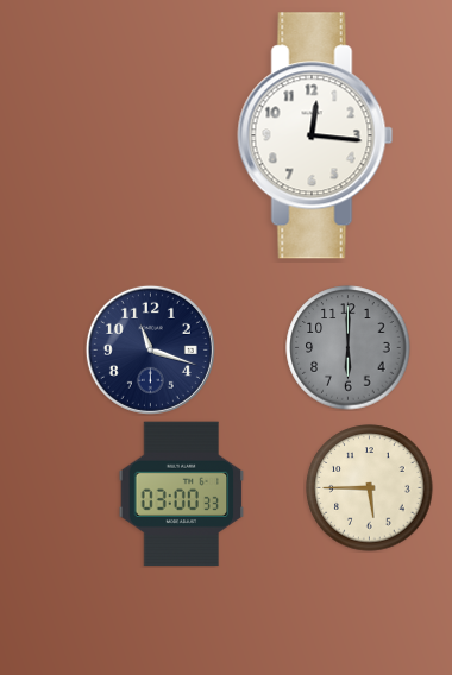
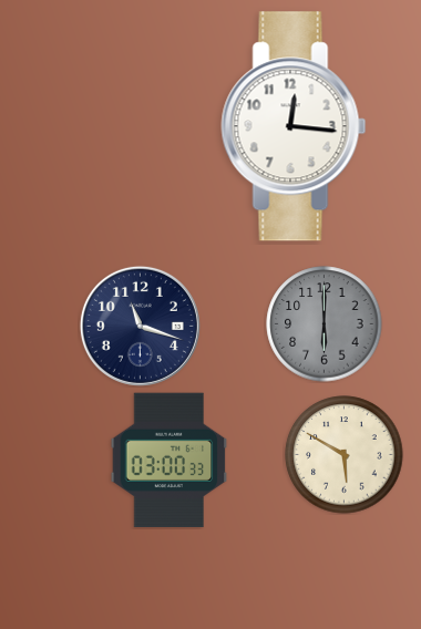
clock at (370, 488): 5:45 -> 5:50
